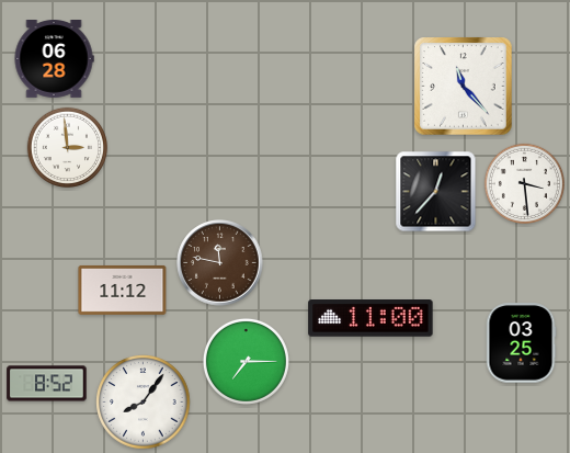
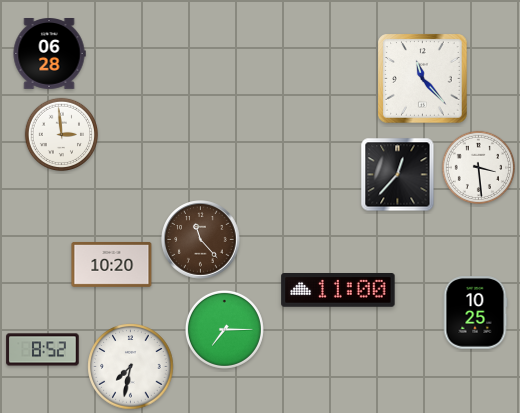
clock at (220, 263): 11:47 -> 11:23
clock at (123, 290): 11:12 -> 10:20
clock at (521, 343): 03:25 -> 10:25
clock at (144, 403): 8:06 -> 7:32
